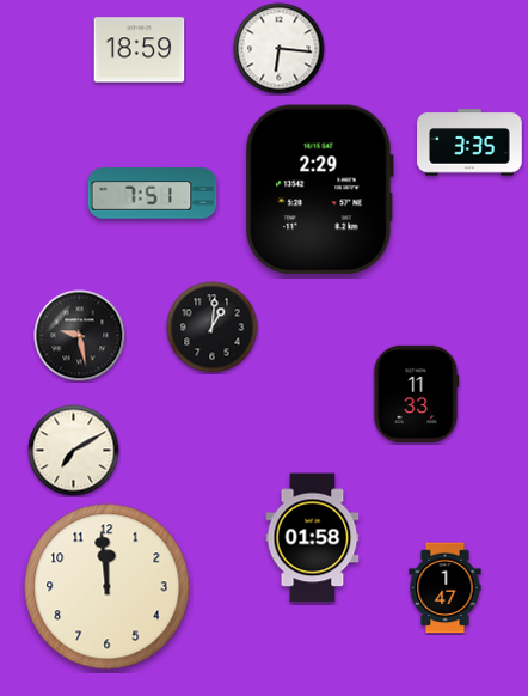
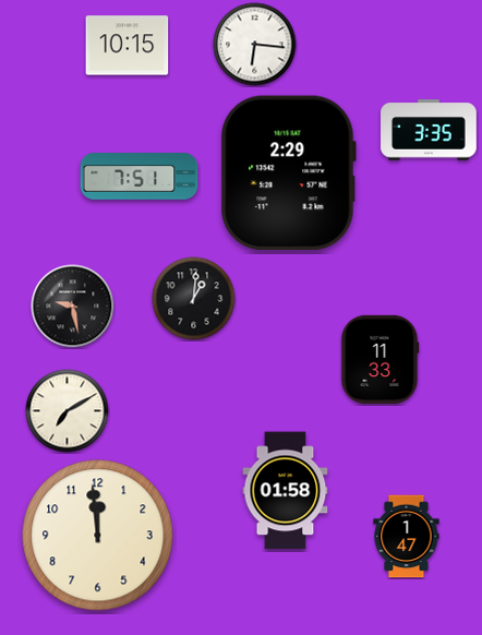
clock at (140, 50): 18:59 -> 10:15
clock at (319, 190) position: (319, 190) -> (288, 173)
